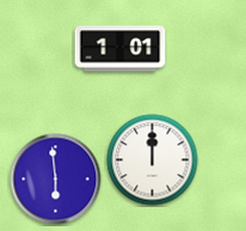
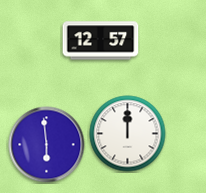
clock at (121, 49): 1:01 -> 12:57
clock at (56, 180) position: (56, 180) -> (47, 145)
